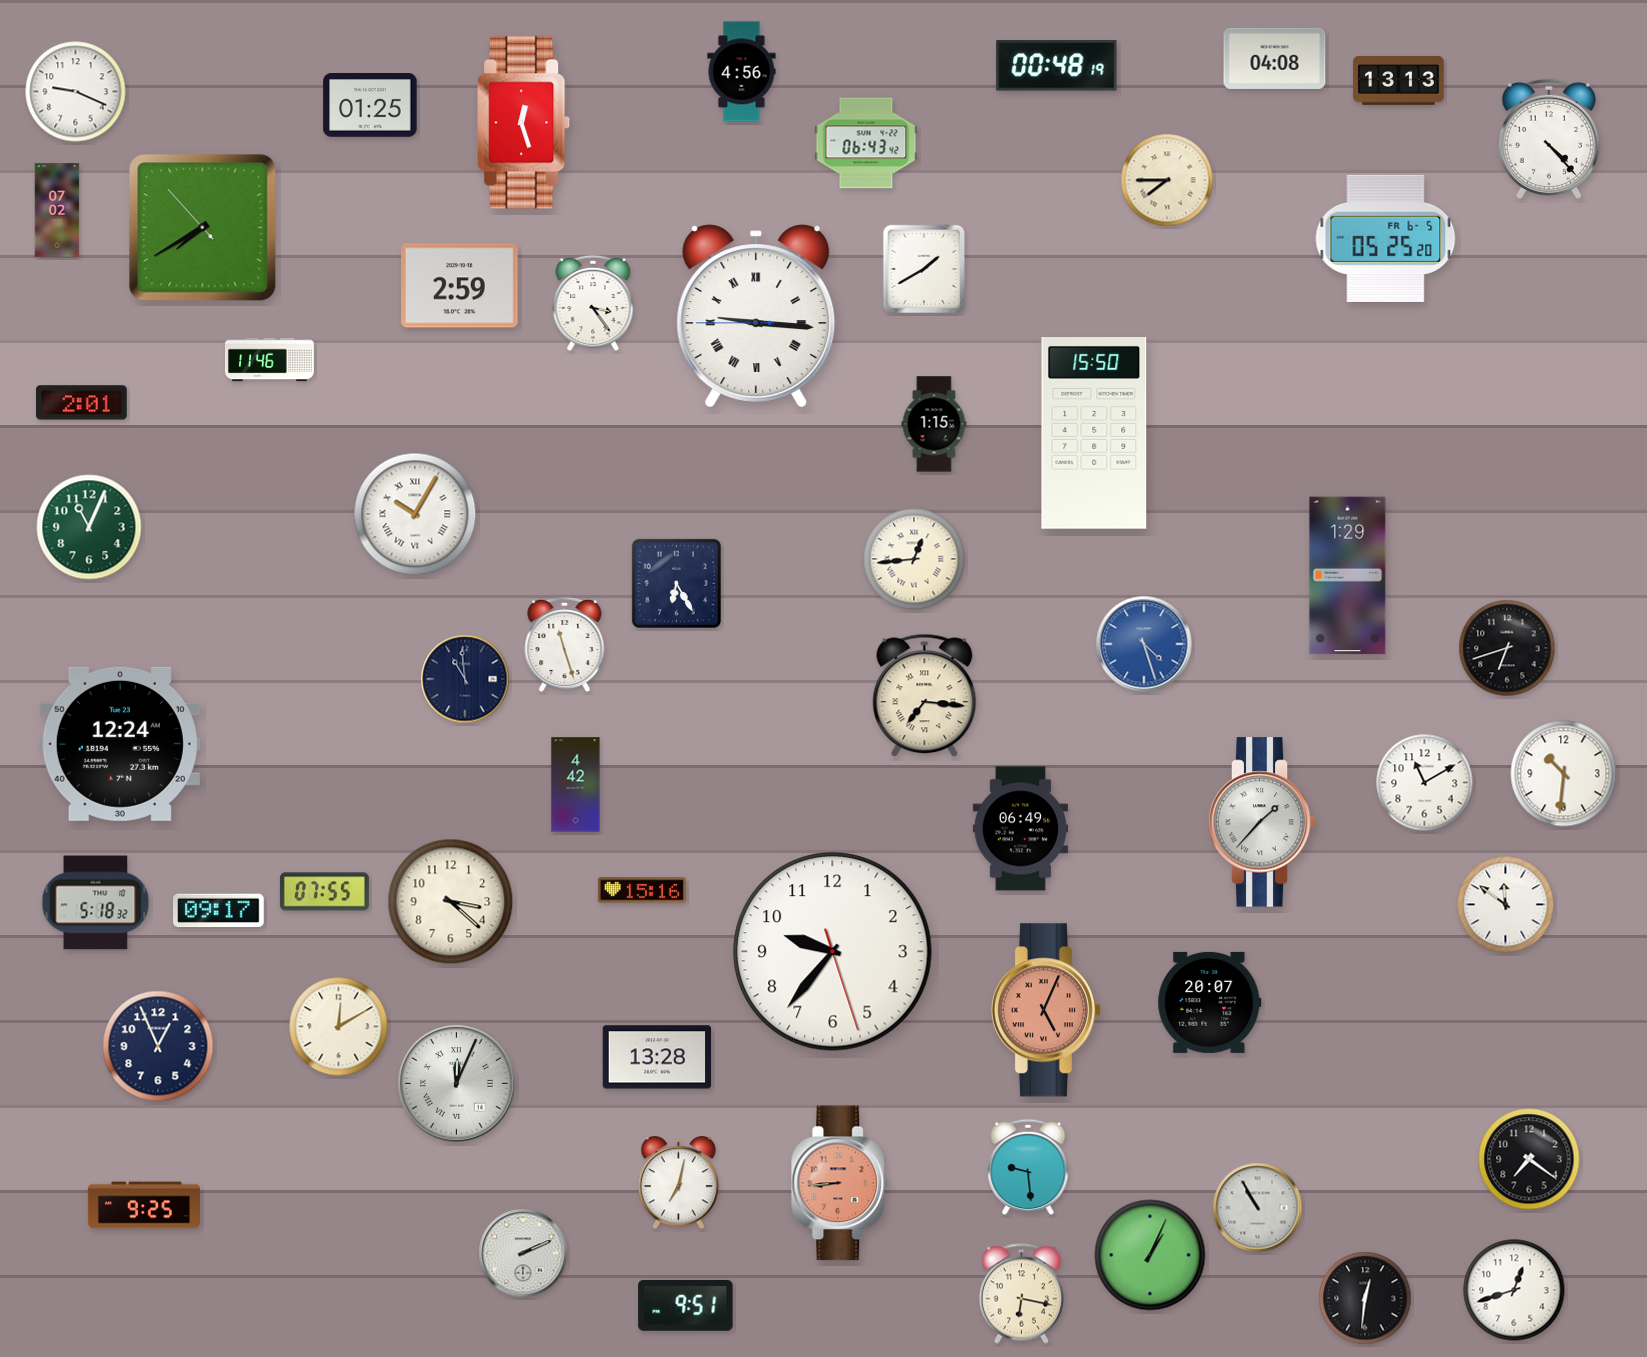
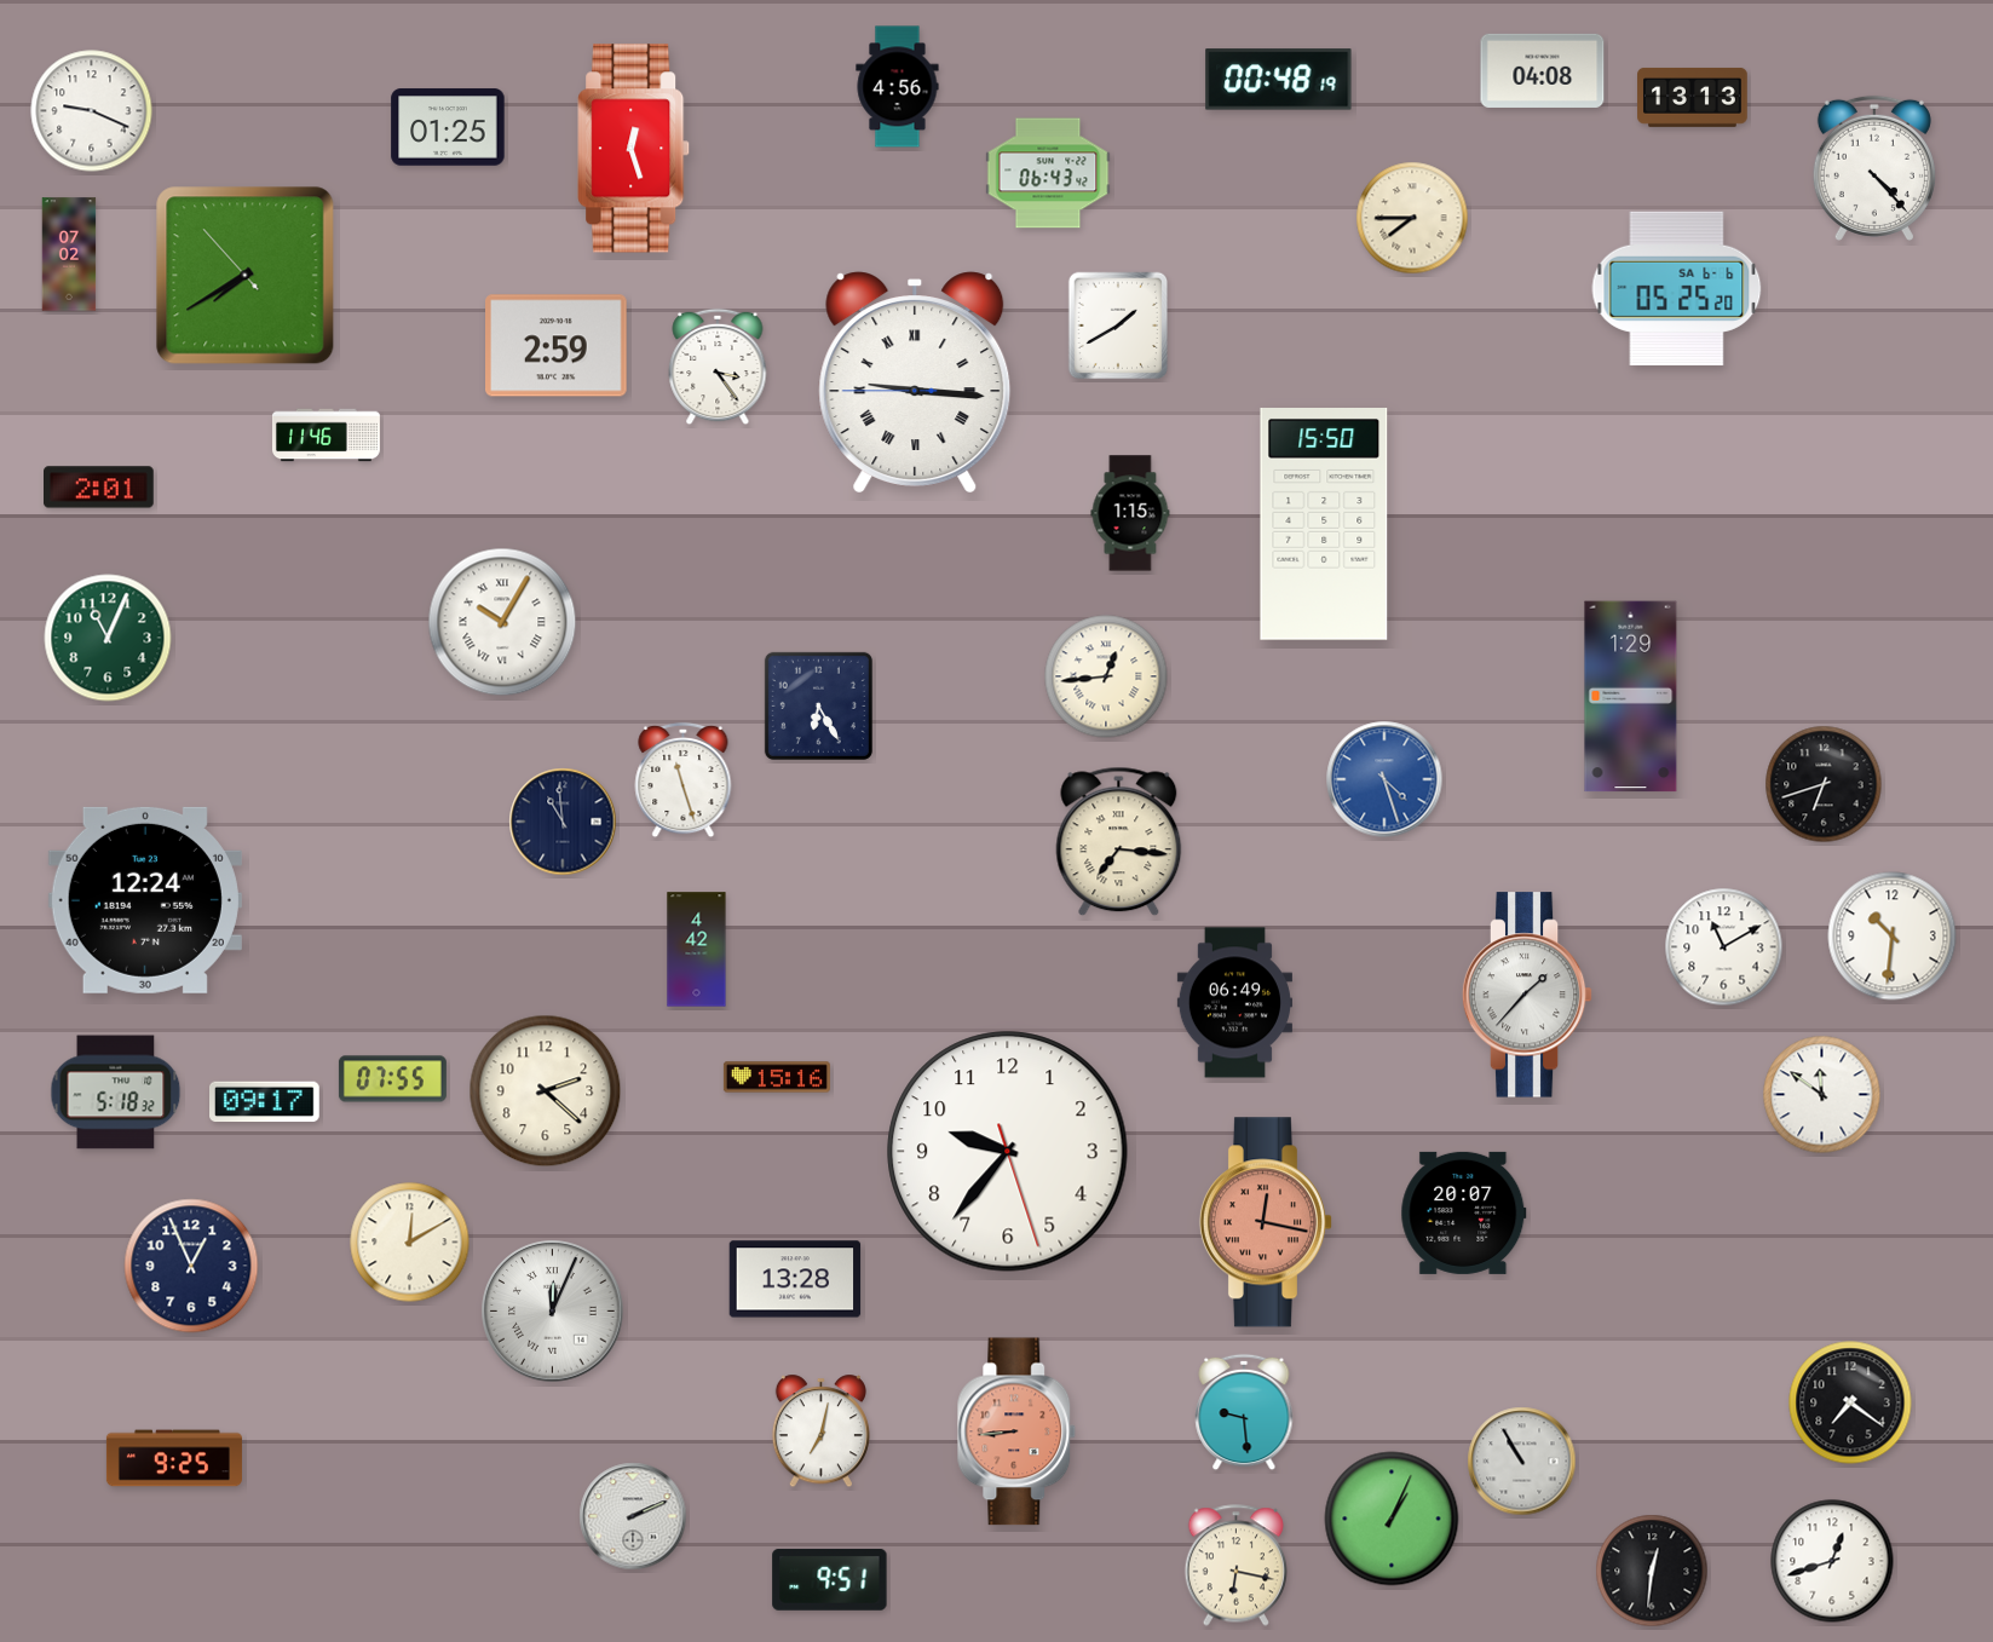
clock at (1386, 238) date: FR 6-5 -> SA 6-6
clock at (451, 902): 3:22 -> 2:22
clock at (1046, 1010): 5:04 -> 12:17
